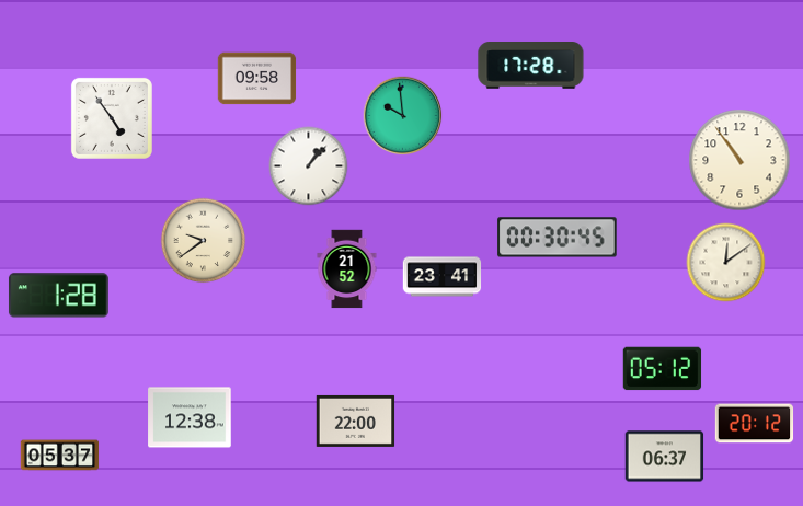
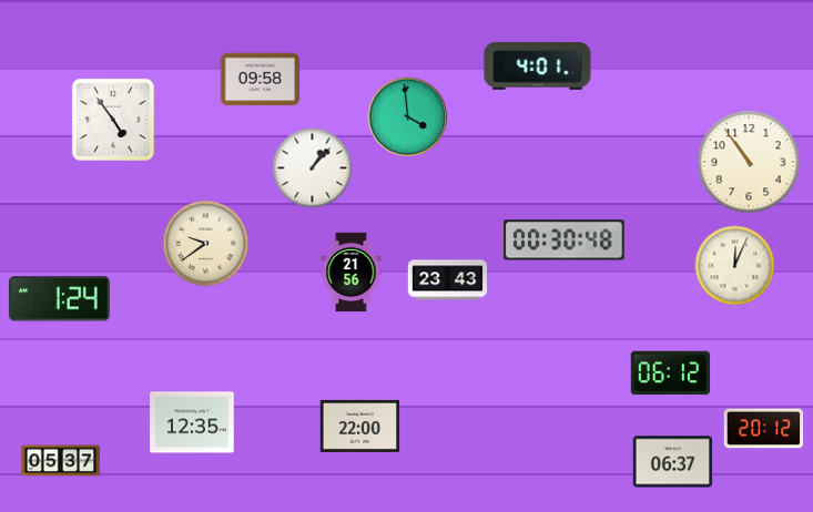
clock at (531, 66): 17:28 -> 4:01
clock at (403, 116): 9:59 -> 3:59
clock at (558, 238): 00:30:45 -> 00:30:48
clock at (726, 263): 12:09 -> 12:04
clock at (347, 269): 21:52 -> 21:56
clock at (443, 277): 23:41 -> 23:43
clock at (58, 296): 1:28 -> 1:24
clock at (663, 369): 05:12 -> 06:12
clock at (190, 417): 12:38 -> 12:35
